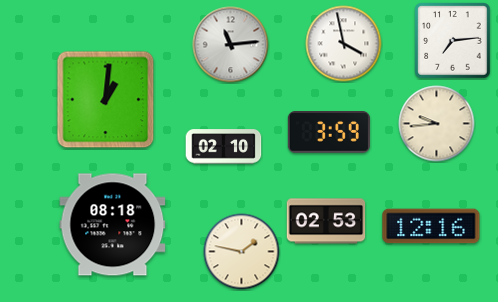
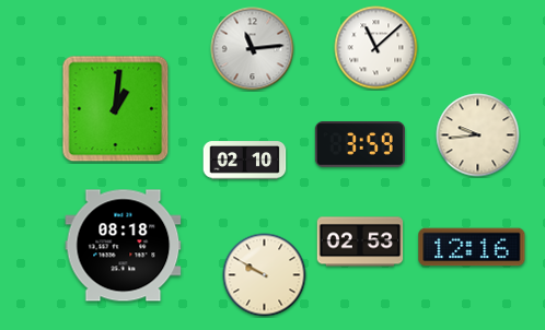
clock at (453, 41): 7:14 -> none
clock at (344, 44): 3:58 -> 11:08
clock at (326, 221) position: (326, 221) -> (360, 241)
clock at (242, 252): 1:47 -> 9:50
